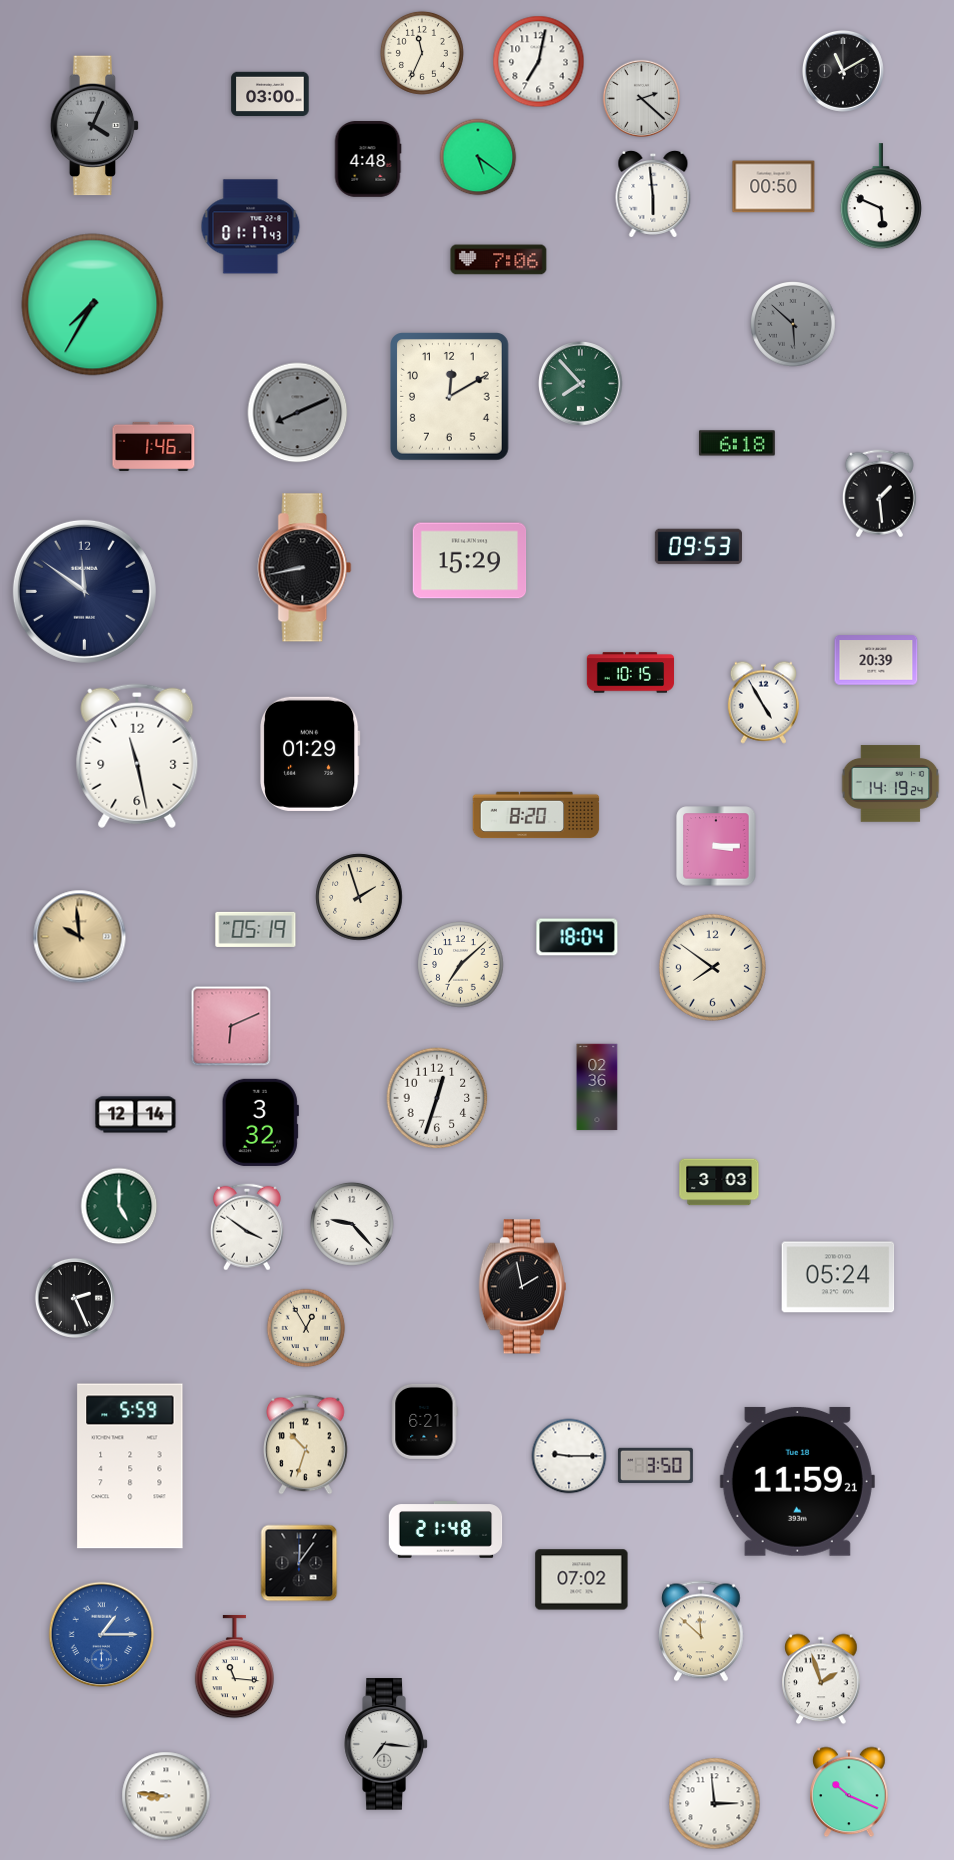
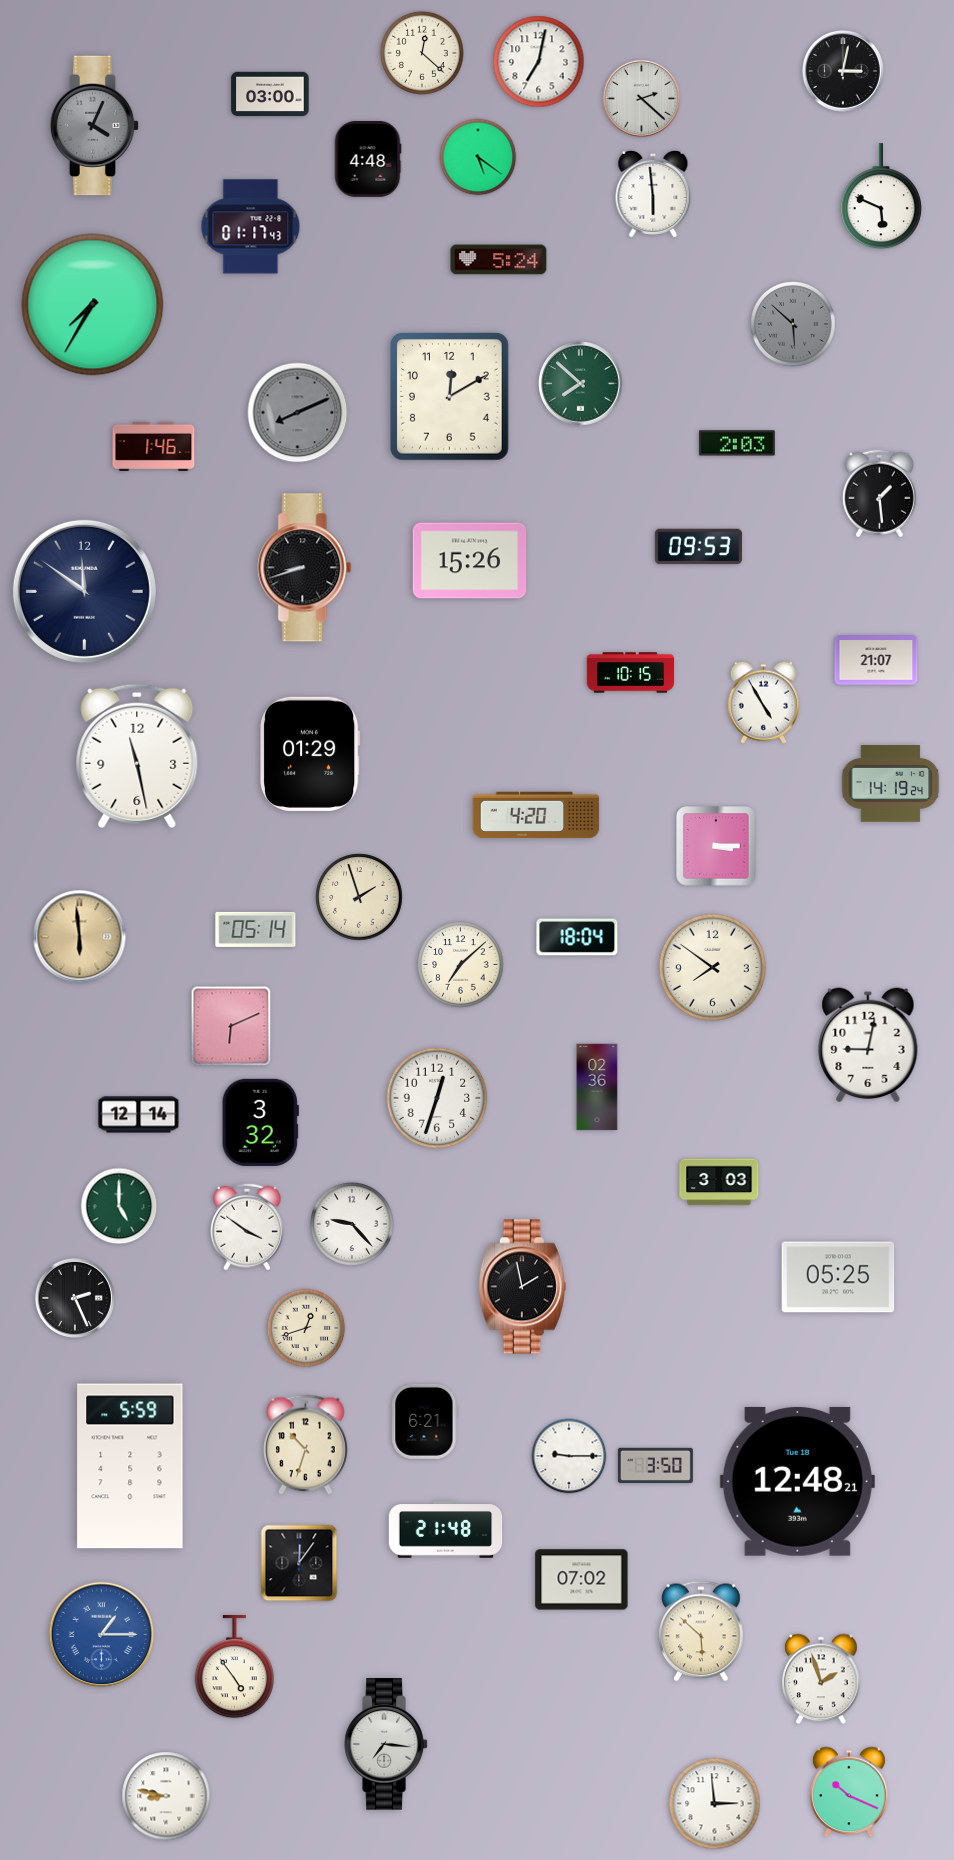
clock at (422, 53): 11:34 -> 12:22
clock at (843, 71): 11:10 -> 3:02
clock at (774, 187): 00:50 -> none
clock at (499, 260): 7:06 -> 5:24
clock at (581, 384): 7:53 -> 7:52
clock at (737, 443): 6:18 -> 2:03
clock at (470, 561): 15:29 -> 15:26
clock at (305, 568): 8:43 -> 8:42
clock at (876, 660): 20:39 -> 21:07
clock at (536, 815): 8:20 -> 4:20
clock at (256, 929): 05:19 -> 05:14
clock at (80, 937): 9:59 -> 5:59
clock at (868, 1045): none -> 9:02
clock at (136, 1115) position: (136, 1115) -> (139, 1115)
clock at (838, 1277): 05:24 -> 05:25
clock at (306, 1328): 12:55 -> 12:42
clock at (797, 1481): 11:59 -> 12:48
clock at (702, 1631): 11:52 -> 5:52
clock at (234, 1667): 11:16 -> 4:54
clock at (166, 1796): 8:46 -> 8:47
